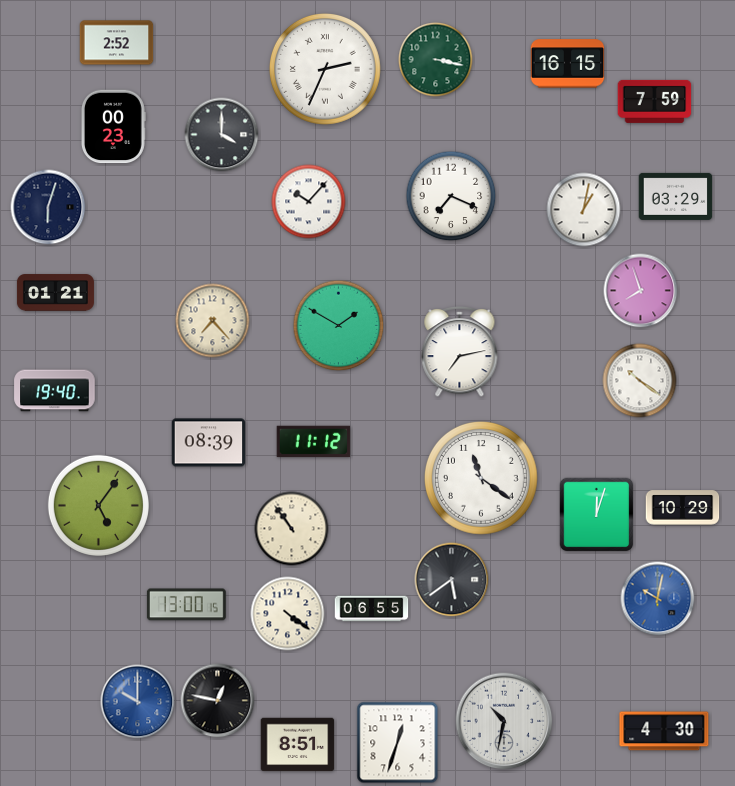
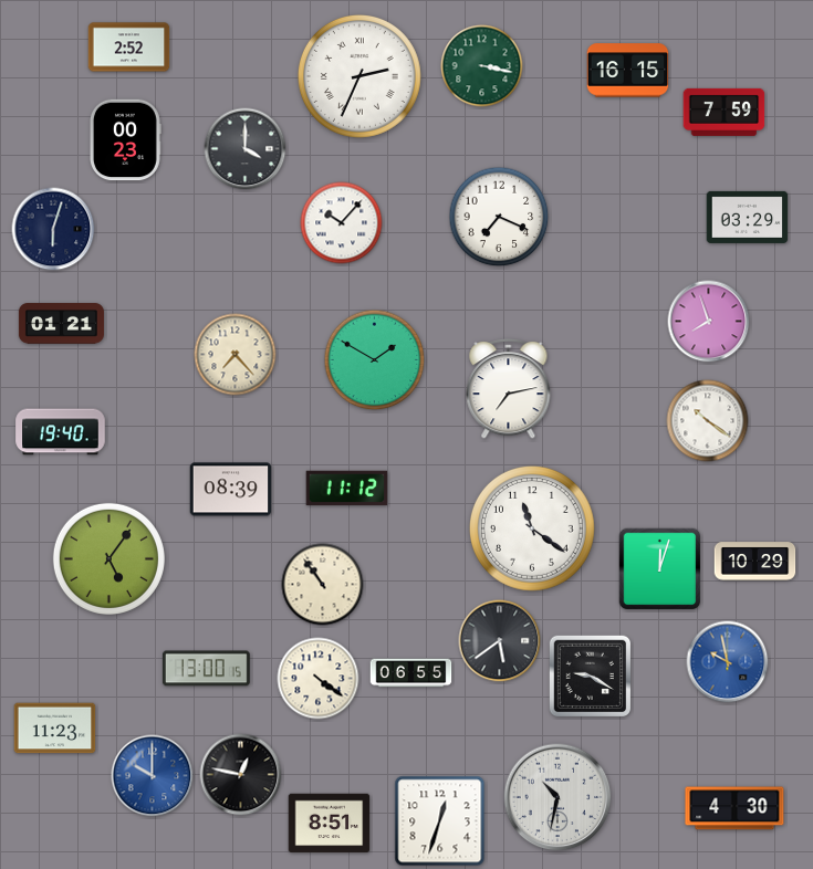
clock at (584, 210): 1:02 -> none
clock at (658, 599): 10:02 -> 9:58
clock at (591, 677): none -> 9:20
clock at (55, 729): none -> 11:23
